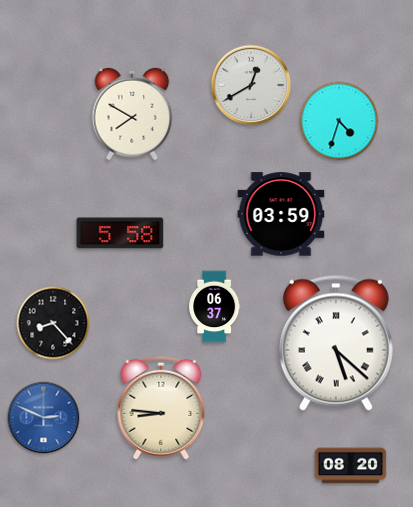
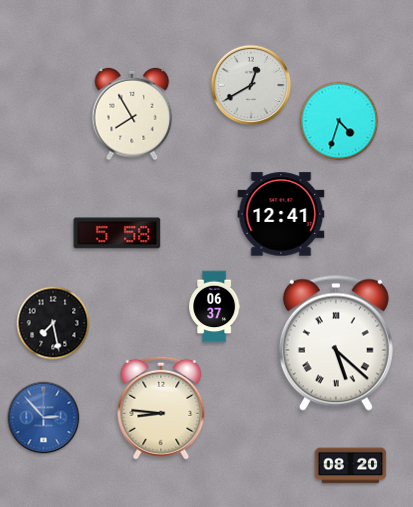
clock at (132, 114): 7:50 -> 7:55
clock at (281, 214): 03:59 -> 12:41
clock at (120, 233) position: (120, 233) -> (117, 233)
clock at (53, 323): 8:23 -> 7:28
clock at (44, 418): 2:49 -> 2:53
